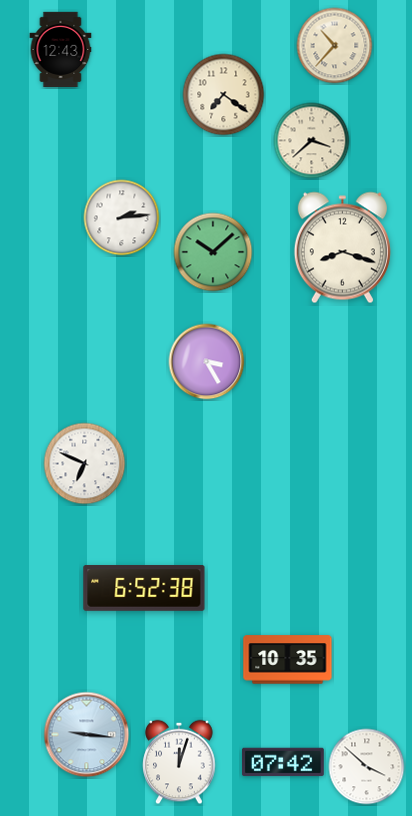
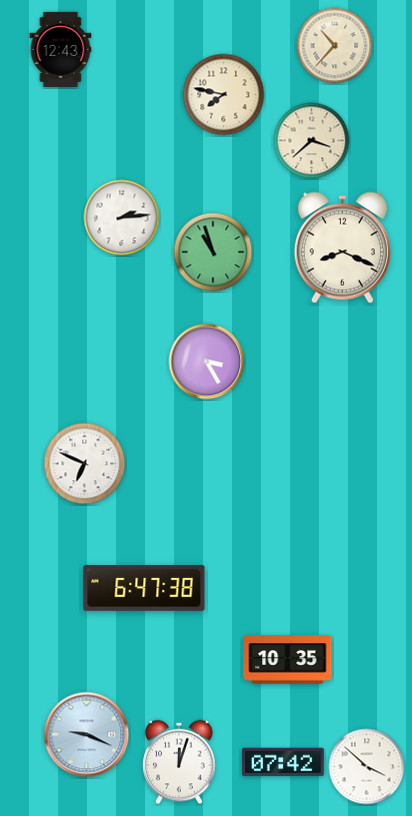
clock at (224, 95): 7:21 -> 7:47
clock at (342, 248): 8:18 -> 8:19
clock at (213, 252): 10:08 -> 10:57
clock at (144, 589): 6:52 -> 6:47
clock at (87, 735): 9:16 -> 9:19
